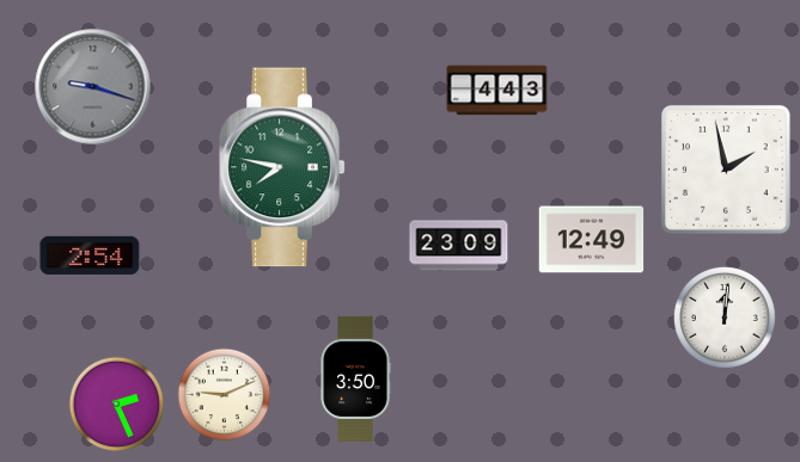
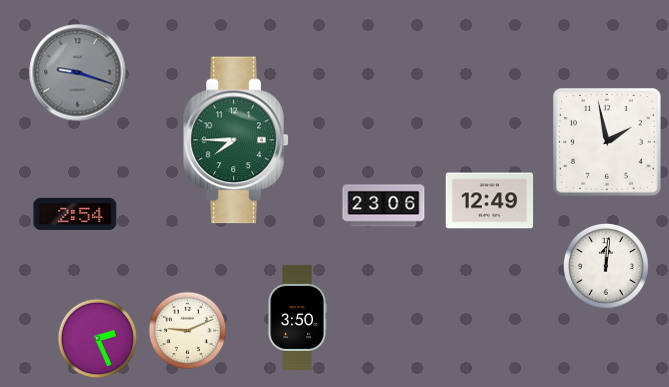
clock at (497, 91): 4:43 -> none
clock at (282, 167): 7:47 -> 7:45
clock at (592, 240) position: (592, 240) -> (490, 201)
clock at (459, 246): 23:09 -> 23:06
